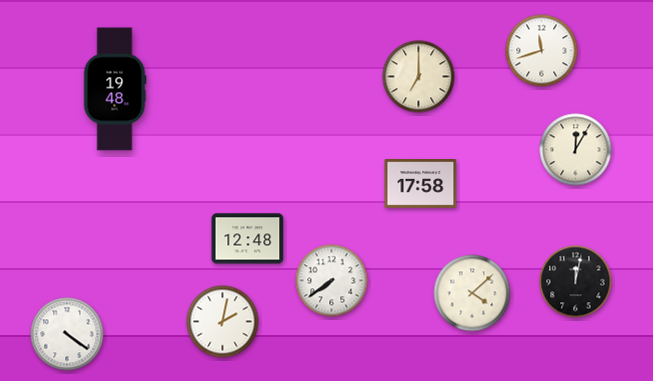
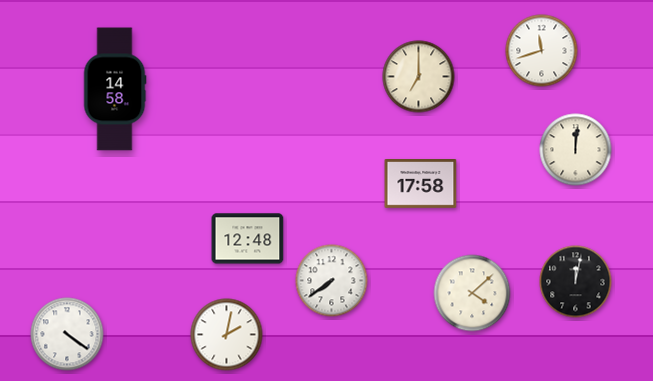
clock at (115, 89): 19:48 -> 14:58
clock at (576, 150): 12:05 -> 12:01
clock at (223, 322) position: (223, 322) -> (227, 335)
